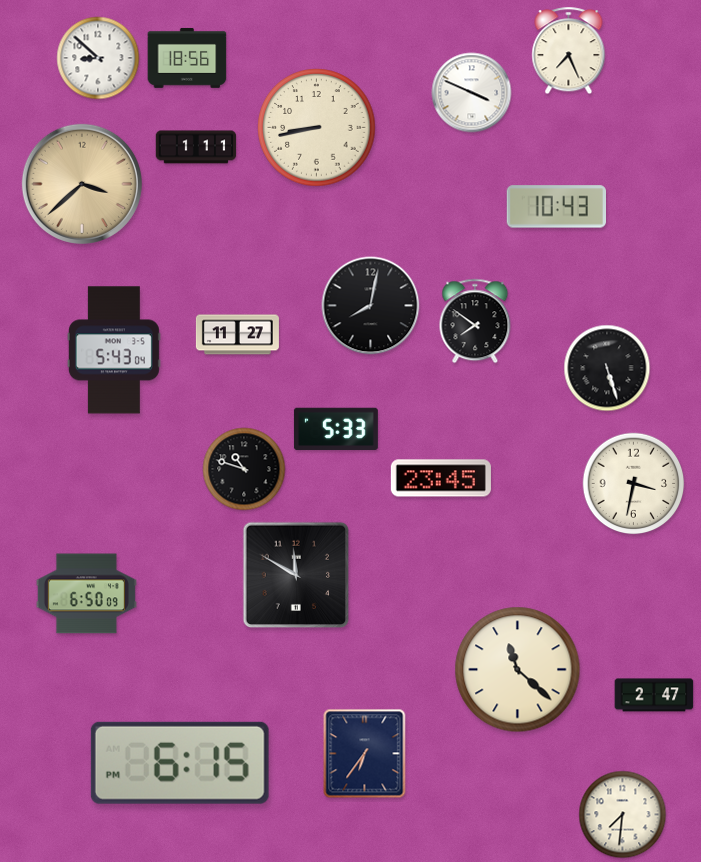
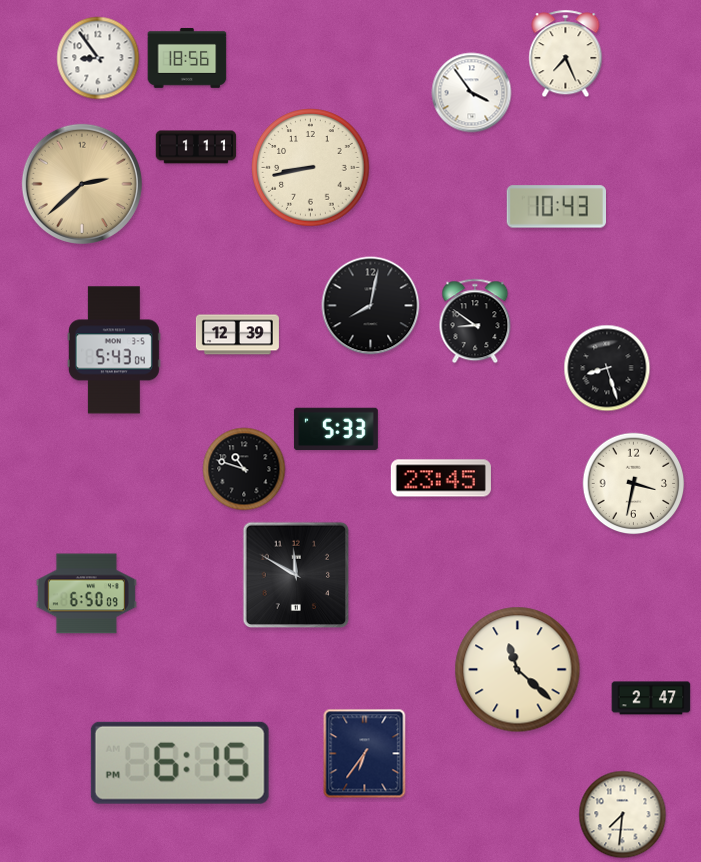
clock at (569, 51) position: (569, 51) -> (566, 54)
clock at (98, 58): 8:52 -> 8:54
clock at (472, 93): 3:49 -> 3:54
clock at (317, 128) position: (317, 128) -> (311, 168)
clock at (82, 184): 3:38 -> 2:38
clock at (475, 321): 7:51 -> 8:51
clock at (237, 335): 11:27 -> 12:39
clock at (607, 368): 5:27 -> 8:27
clock at (654, 695) position: (654, 695) -> (651, 698)
